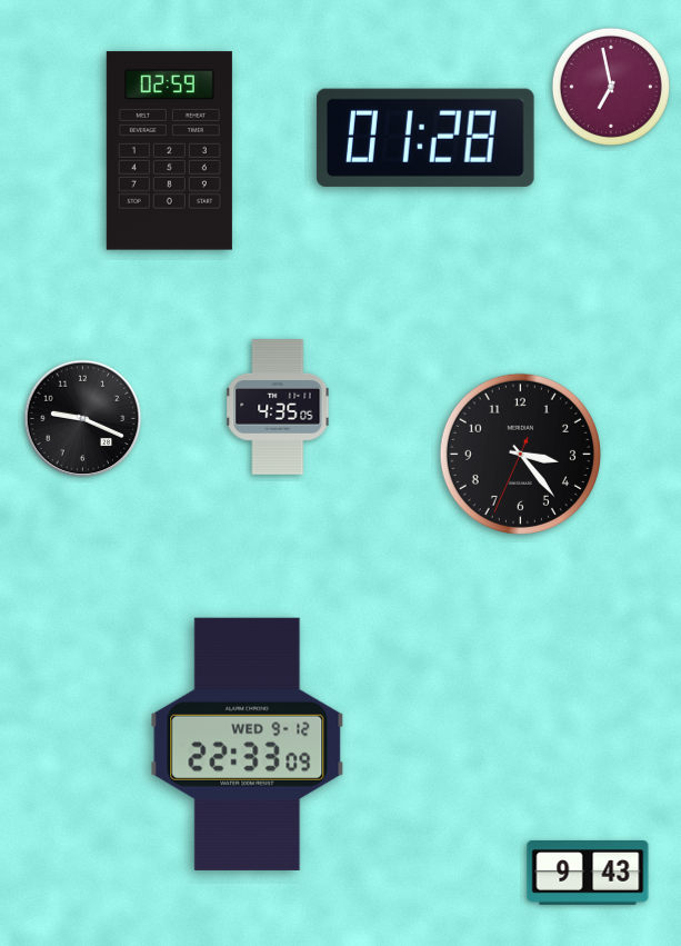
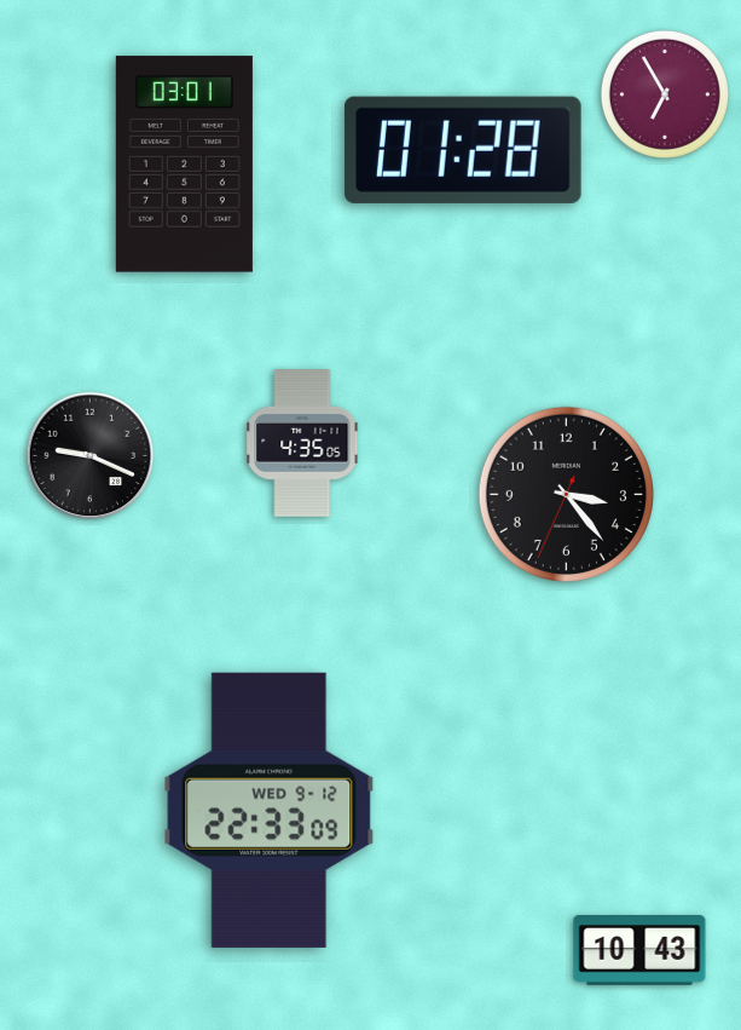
clock at (611, 87): 6:58 -> 6:55
clock at (169, 151): 02:59 -> 03:01
clock at (588, 873): 9:43 -> 10:43
